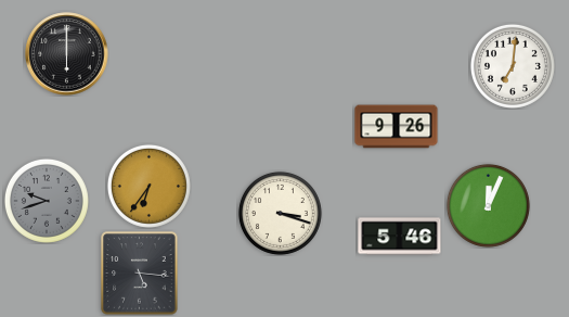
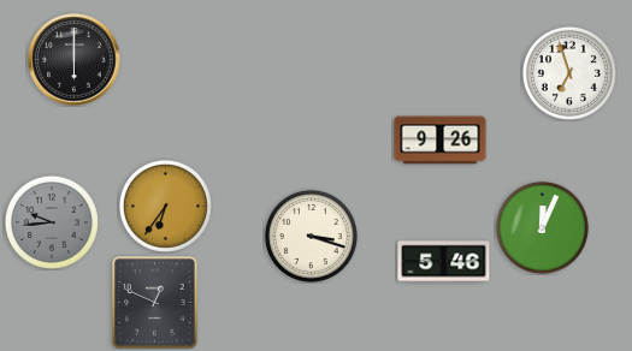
clock at (513, 66): 7:01 -> 6:57
clock at (47, 201): 9:42 -> 9:44
clock at (140, 274): 5:16 -> 12:49
